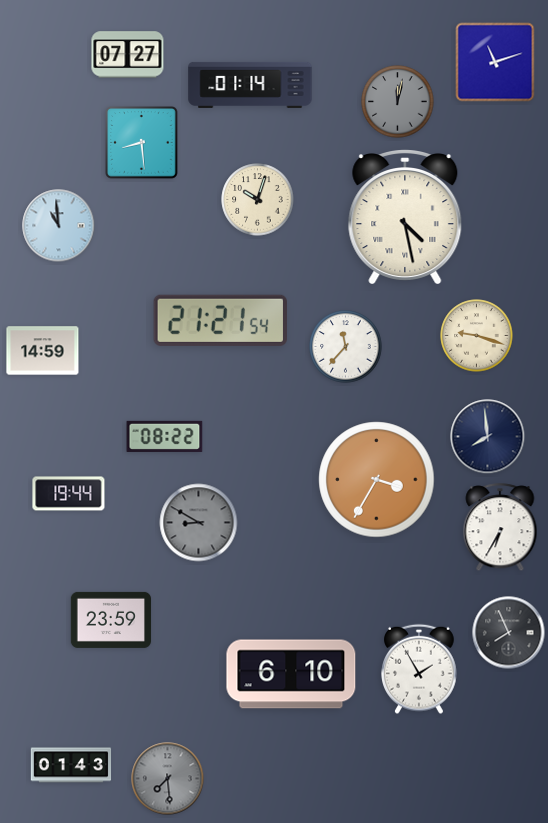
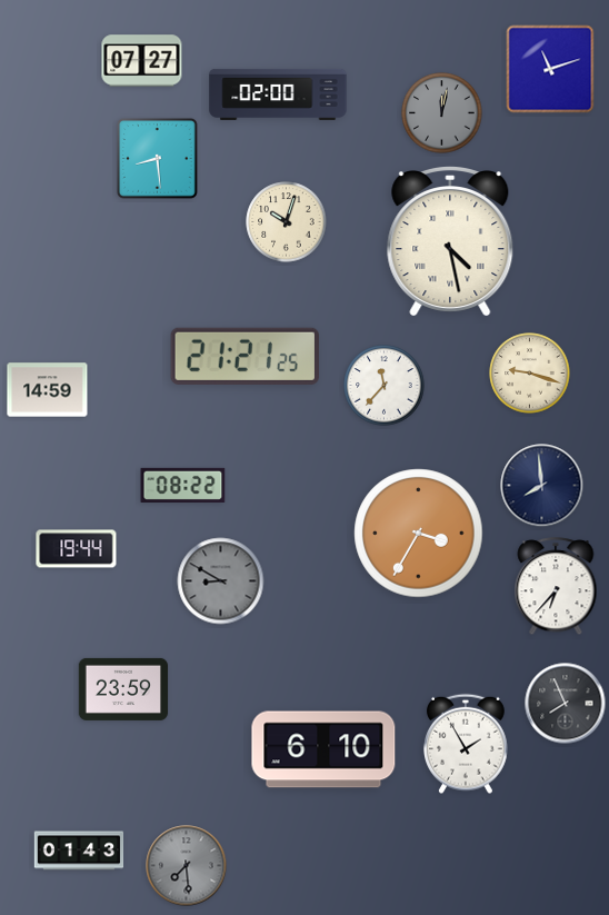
clock at (250, 85): 01:14 -> 02:00
clock at (59, 226): 10:59 -> none
clock at (220, 320): 21:21:54 -> 21:21:25
clock at (500, 528): 6:35 -> 6:37
